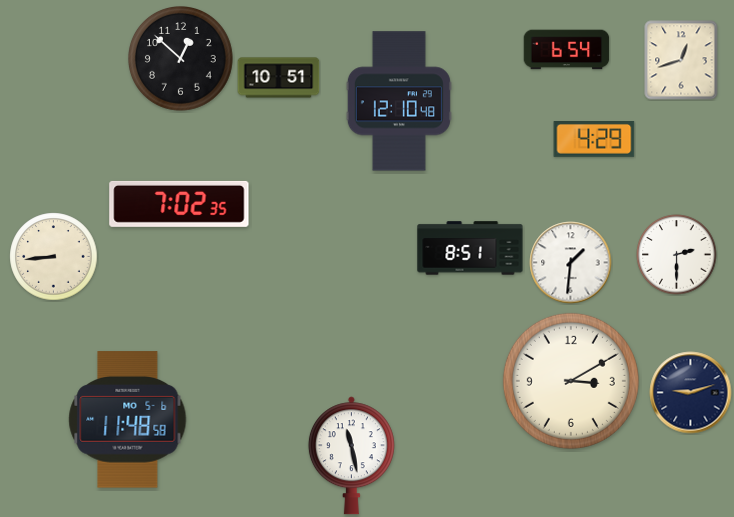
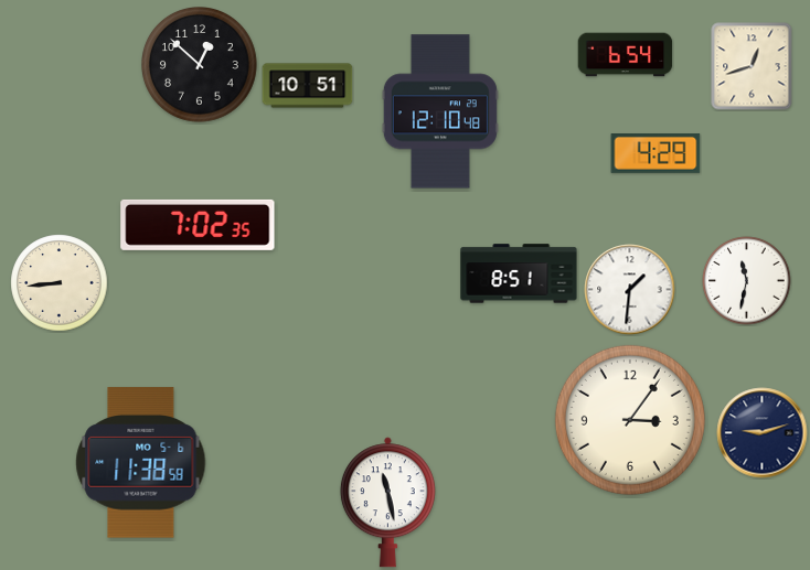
clock at (677, 255): 2:30 -> 11:32
clock at (571, 381): 3:10 -> 3:06
clock at (128, 420): 11:48 -> 11:38
